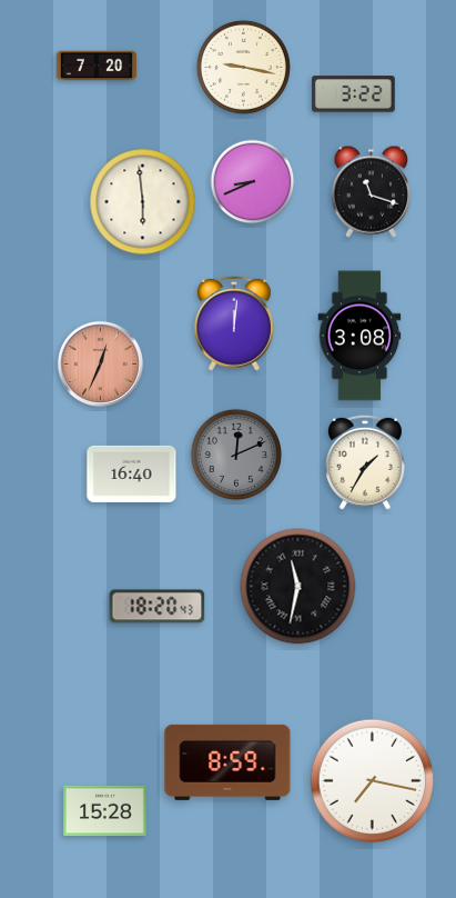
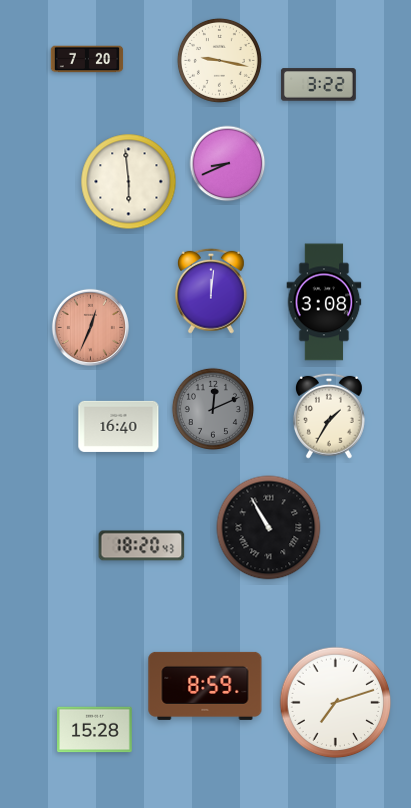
clock at (371, 191): 11:18 -> none
clock at (298, 587): 11:32 -> 10:55
clock at (373, 781): 7:17 -> 7:12
